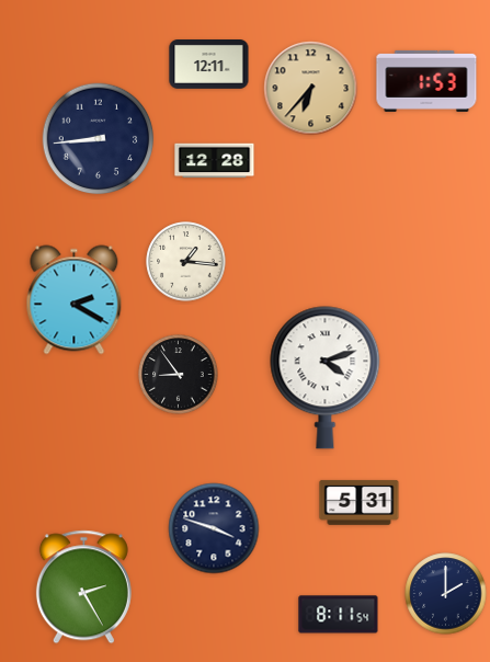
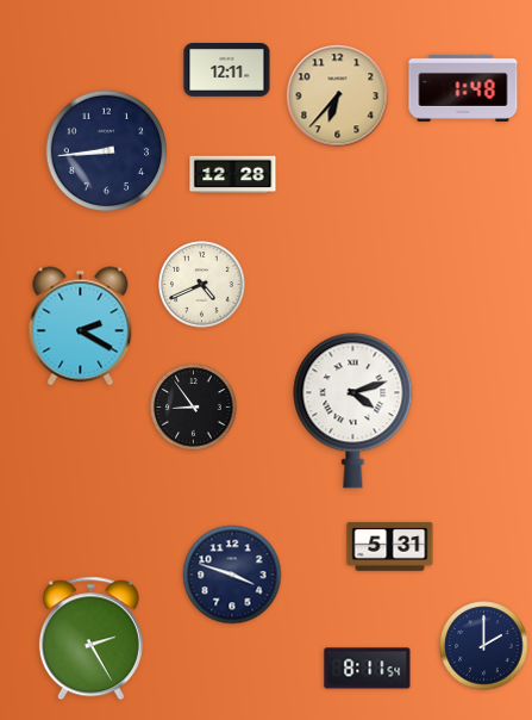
clock at (426, 81): 1:53 -> 1:48
clock at (186, 262): 1:16 -> 4:41
